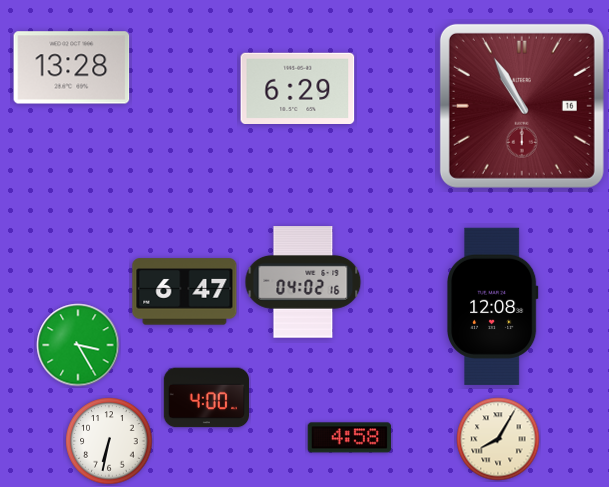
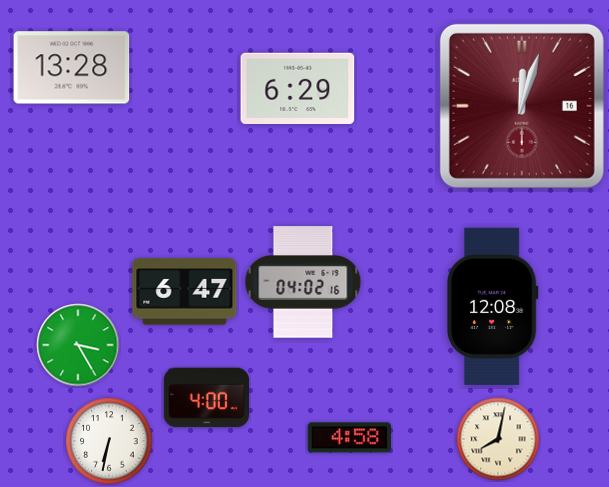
clock at (522, 106): 10:55 -> 12:03
clock at (498, 439): 8:05 -> 8:02
